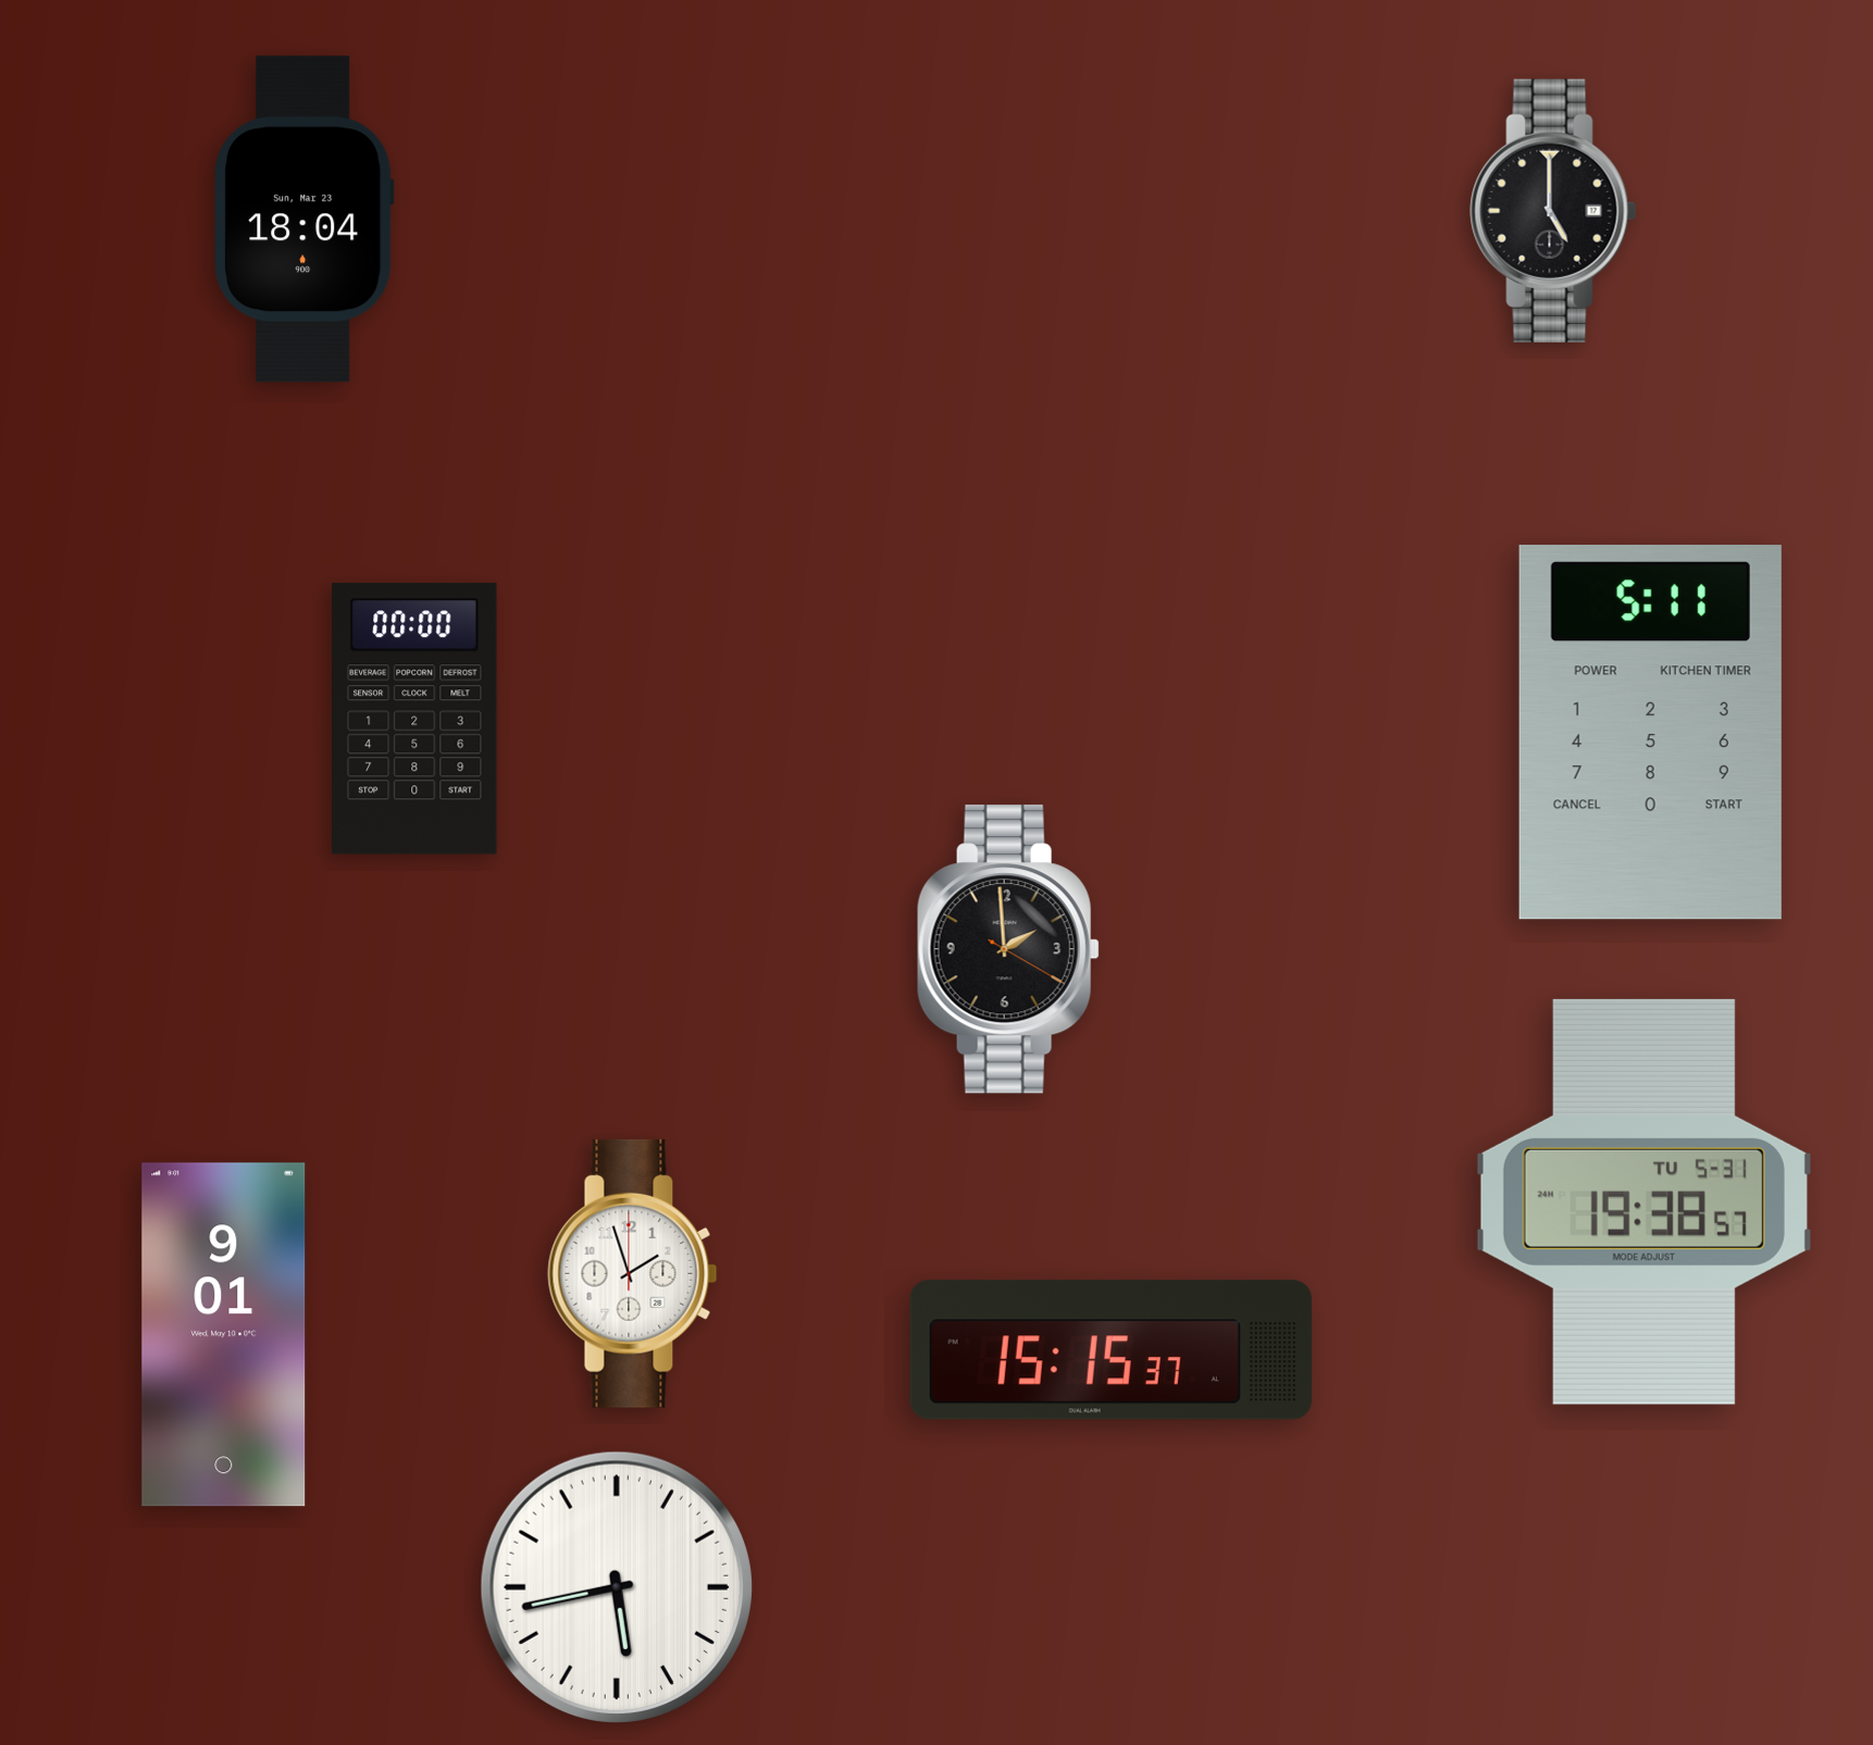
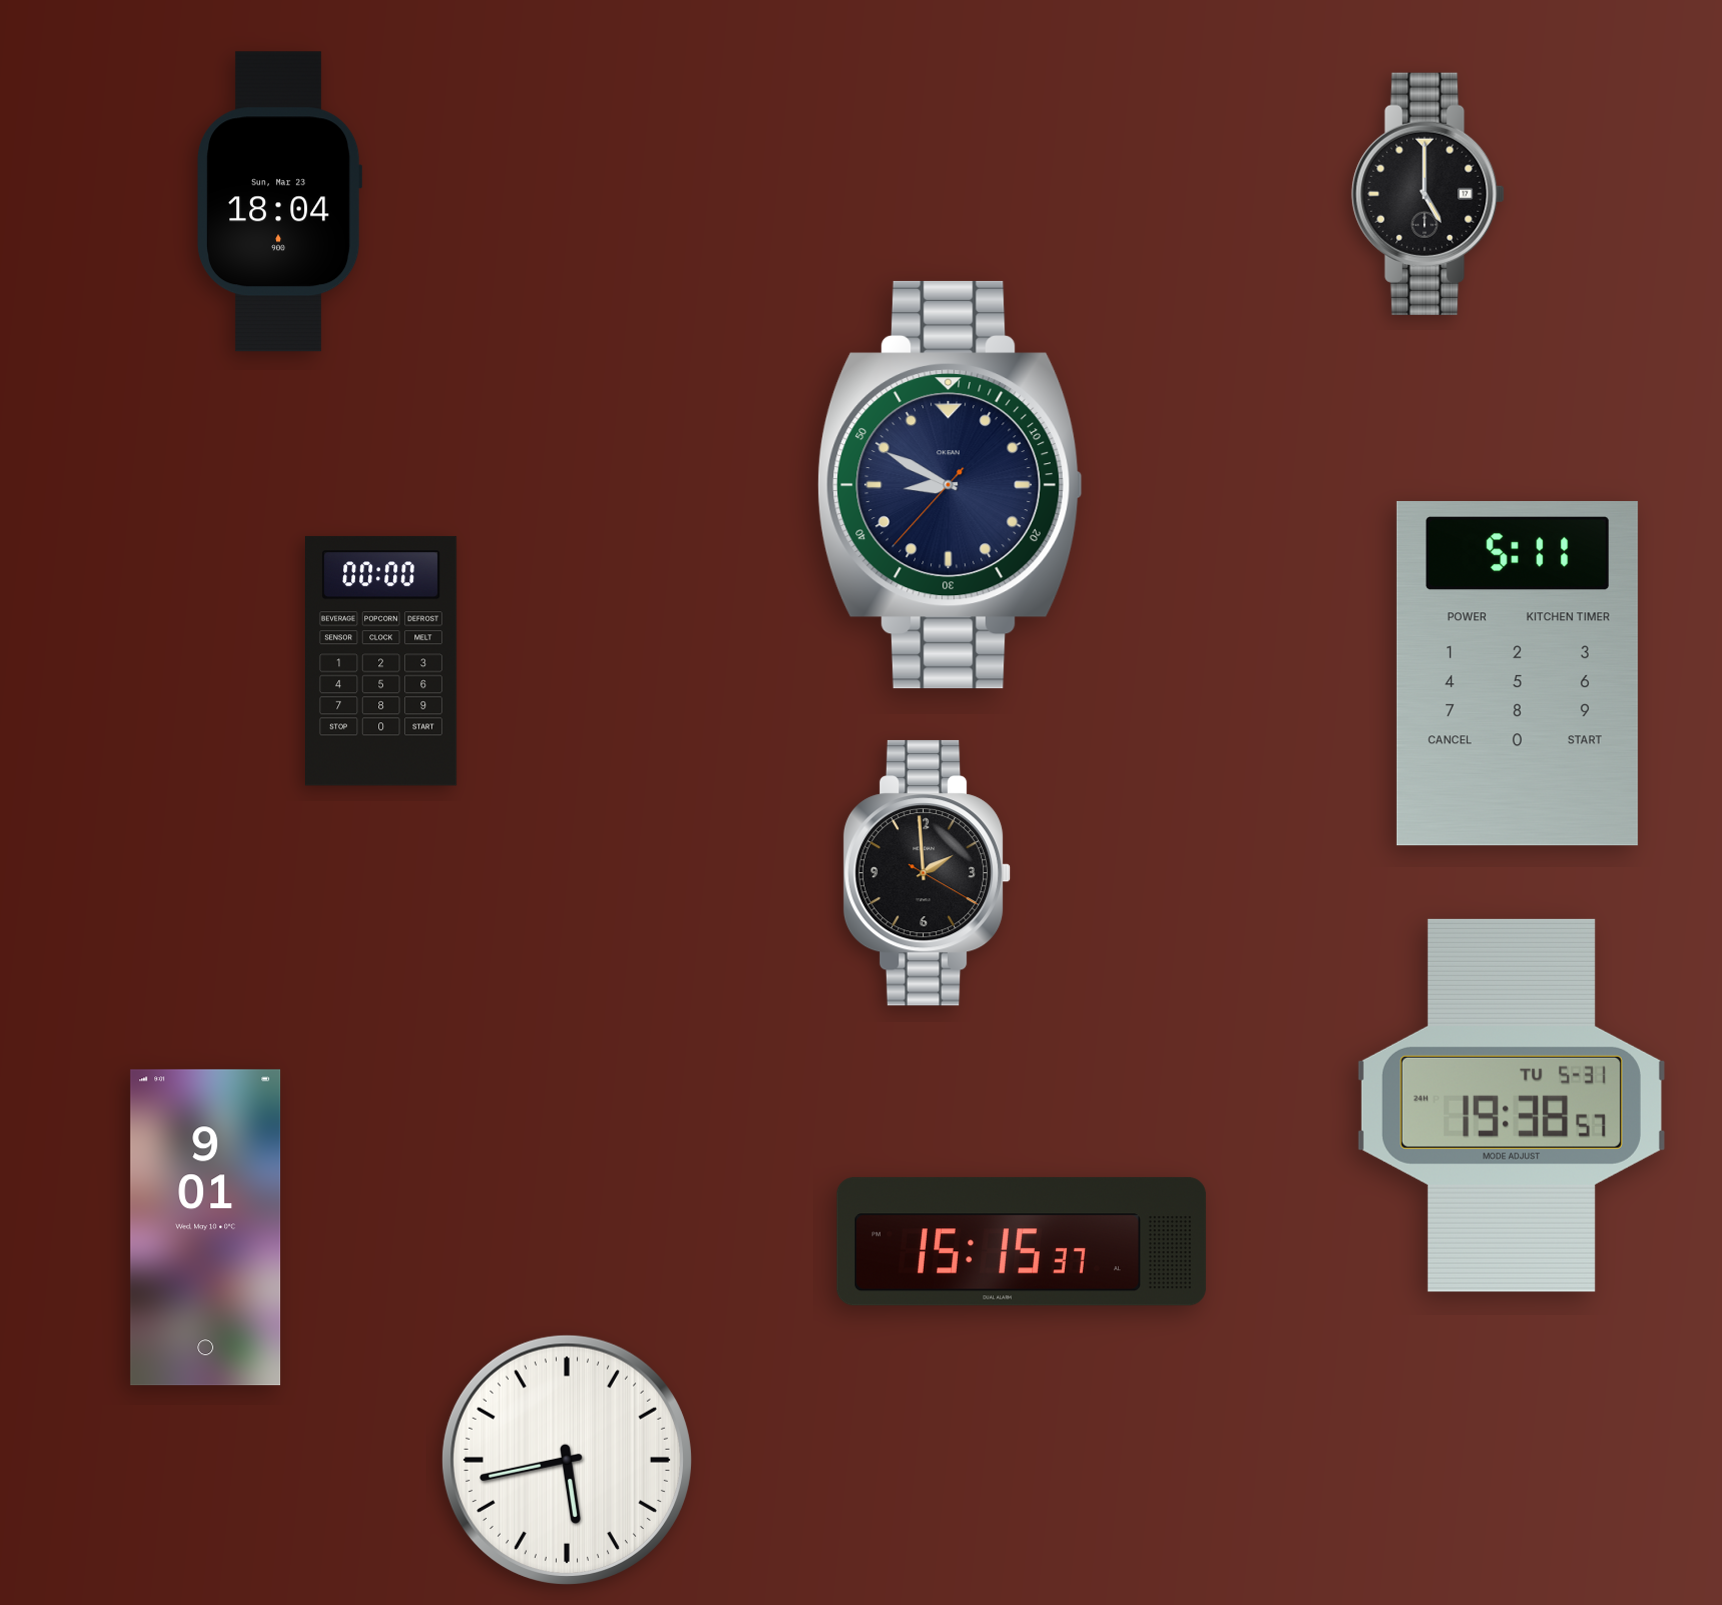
clock at (950, 485): none -> 8:49
clock at (633, 1273): 1:57 -> none
